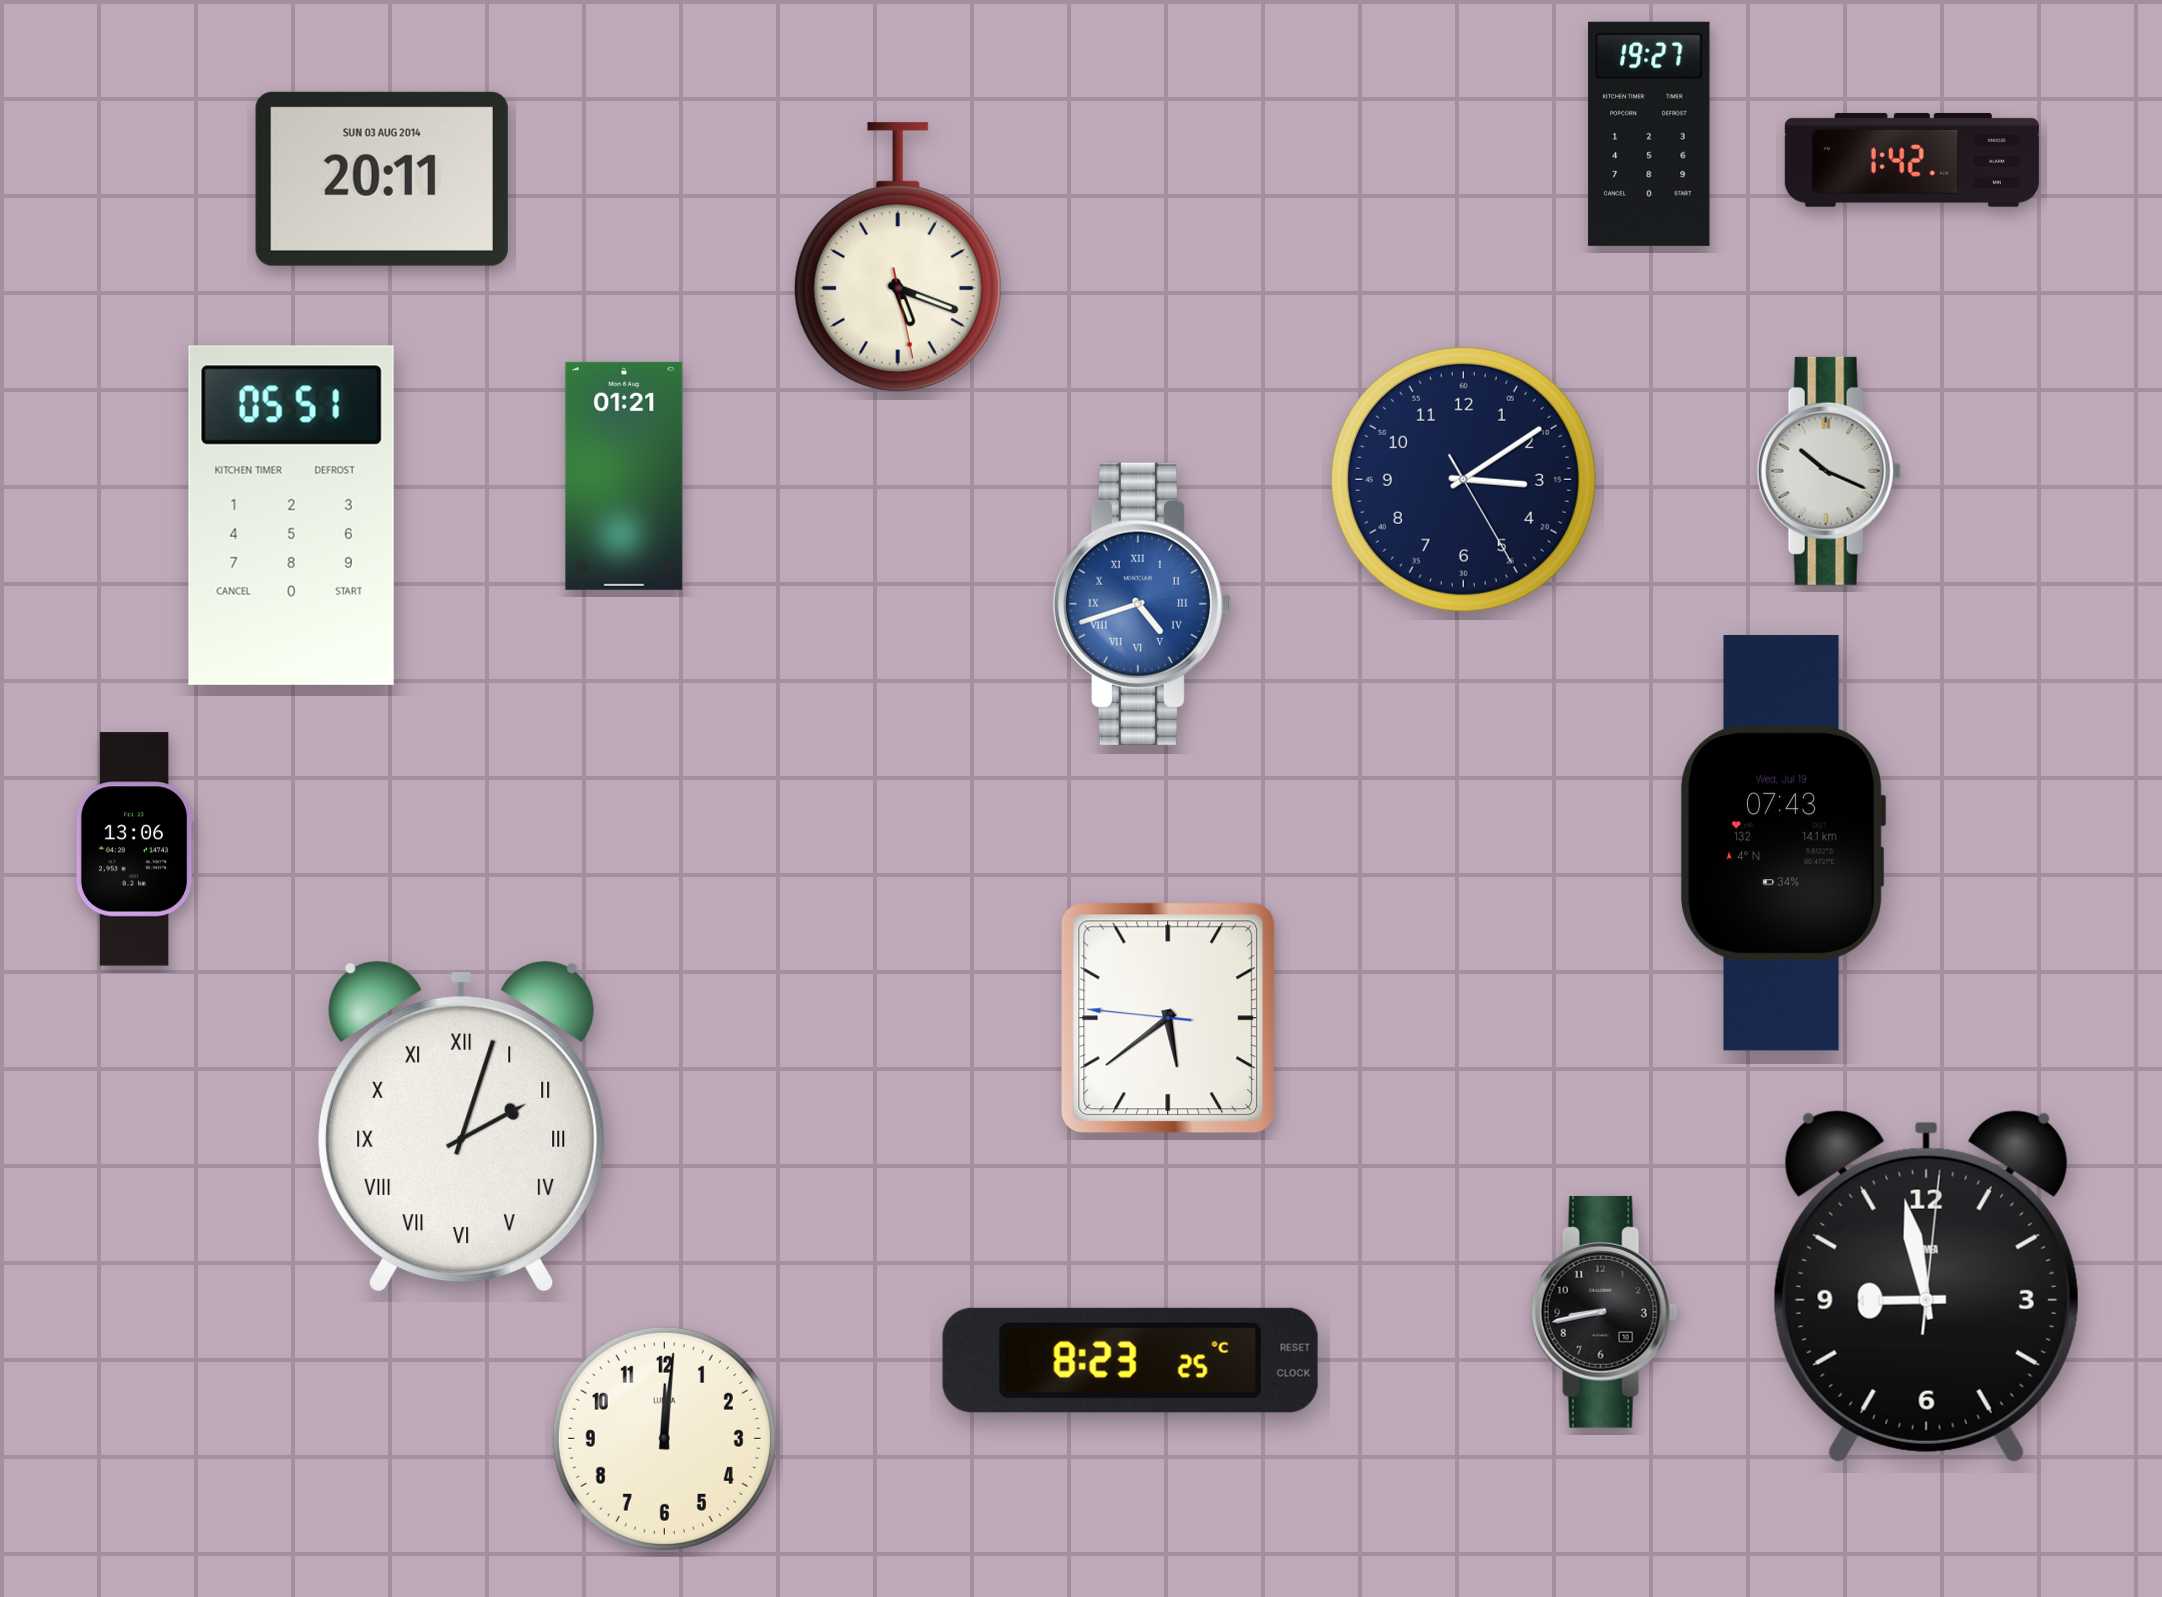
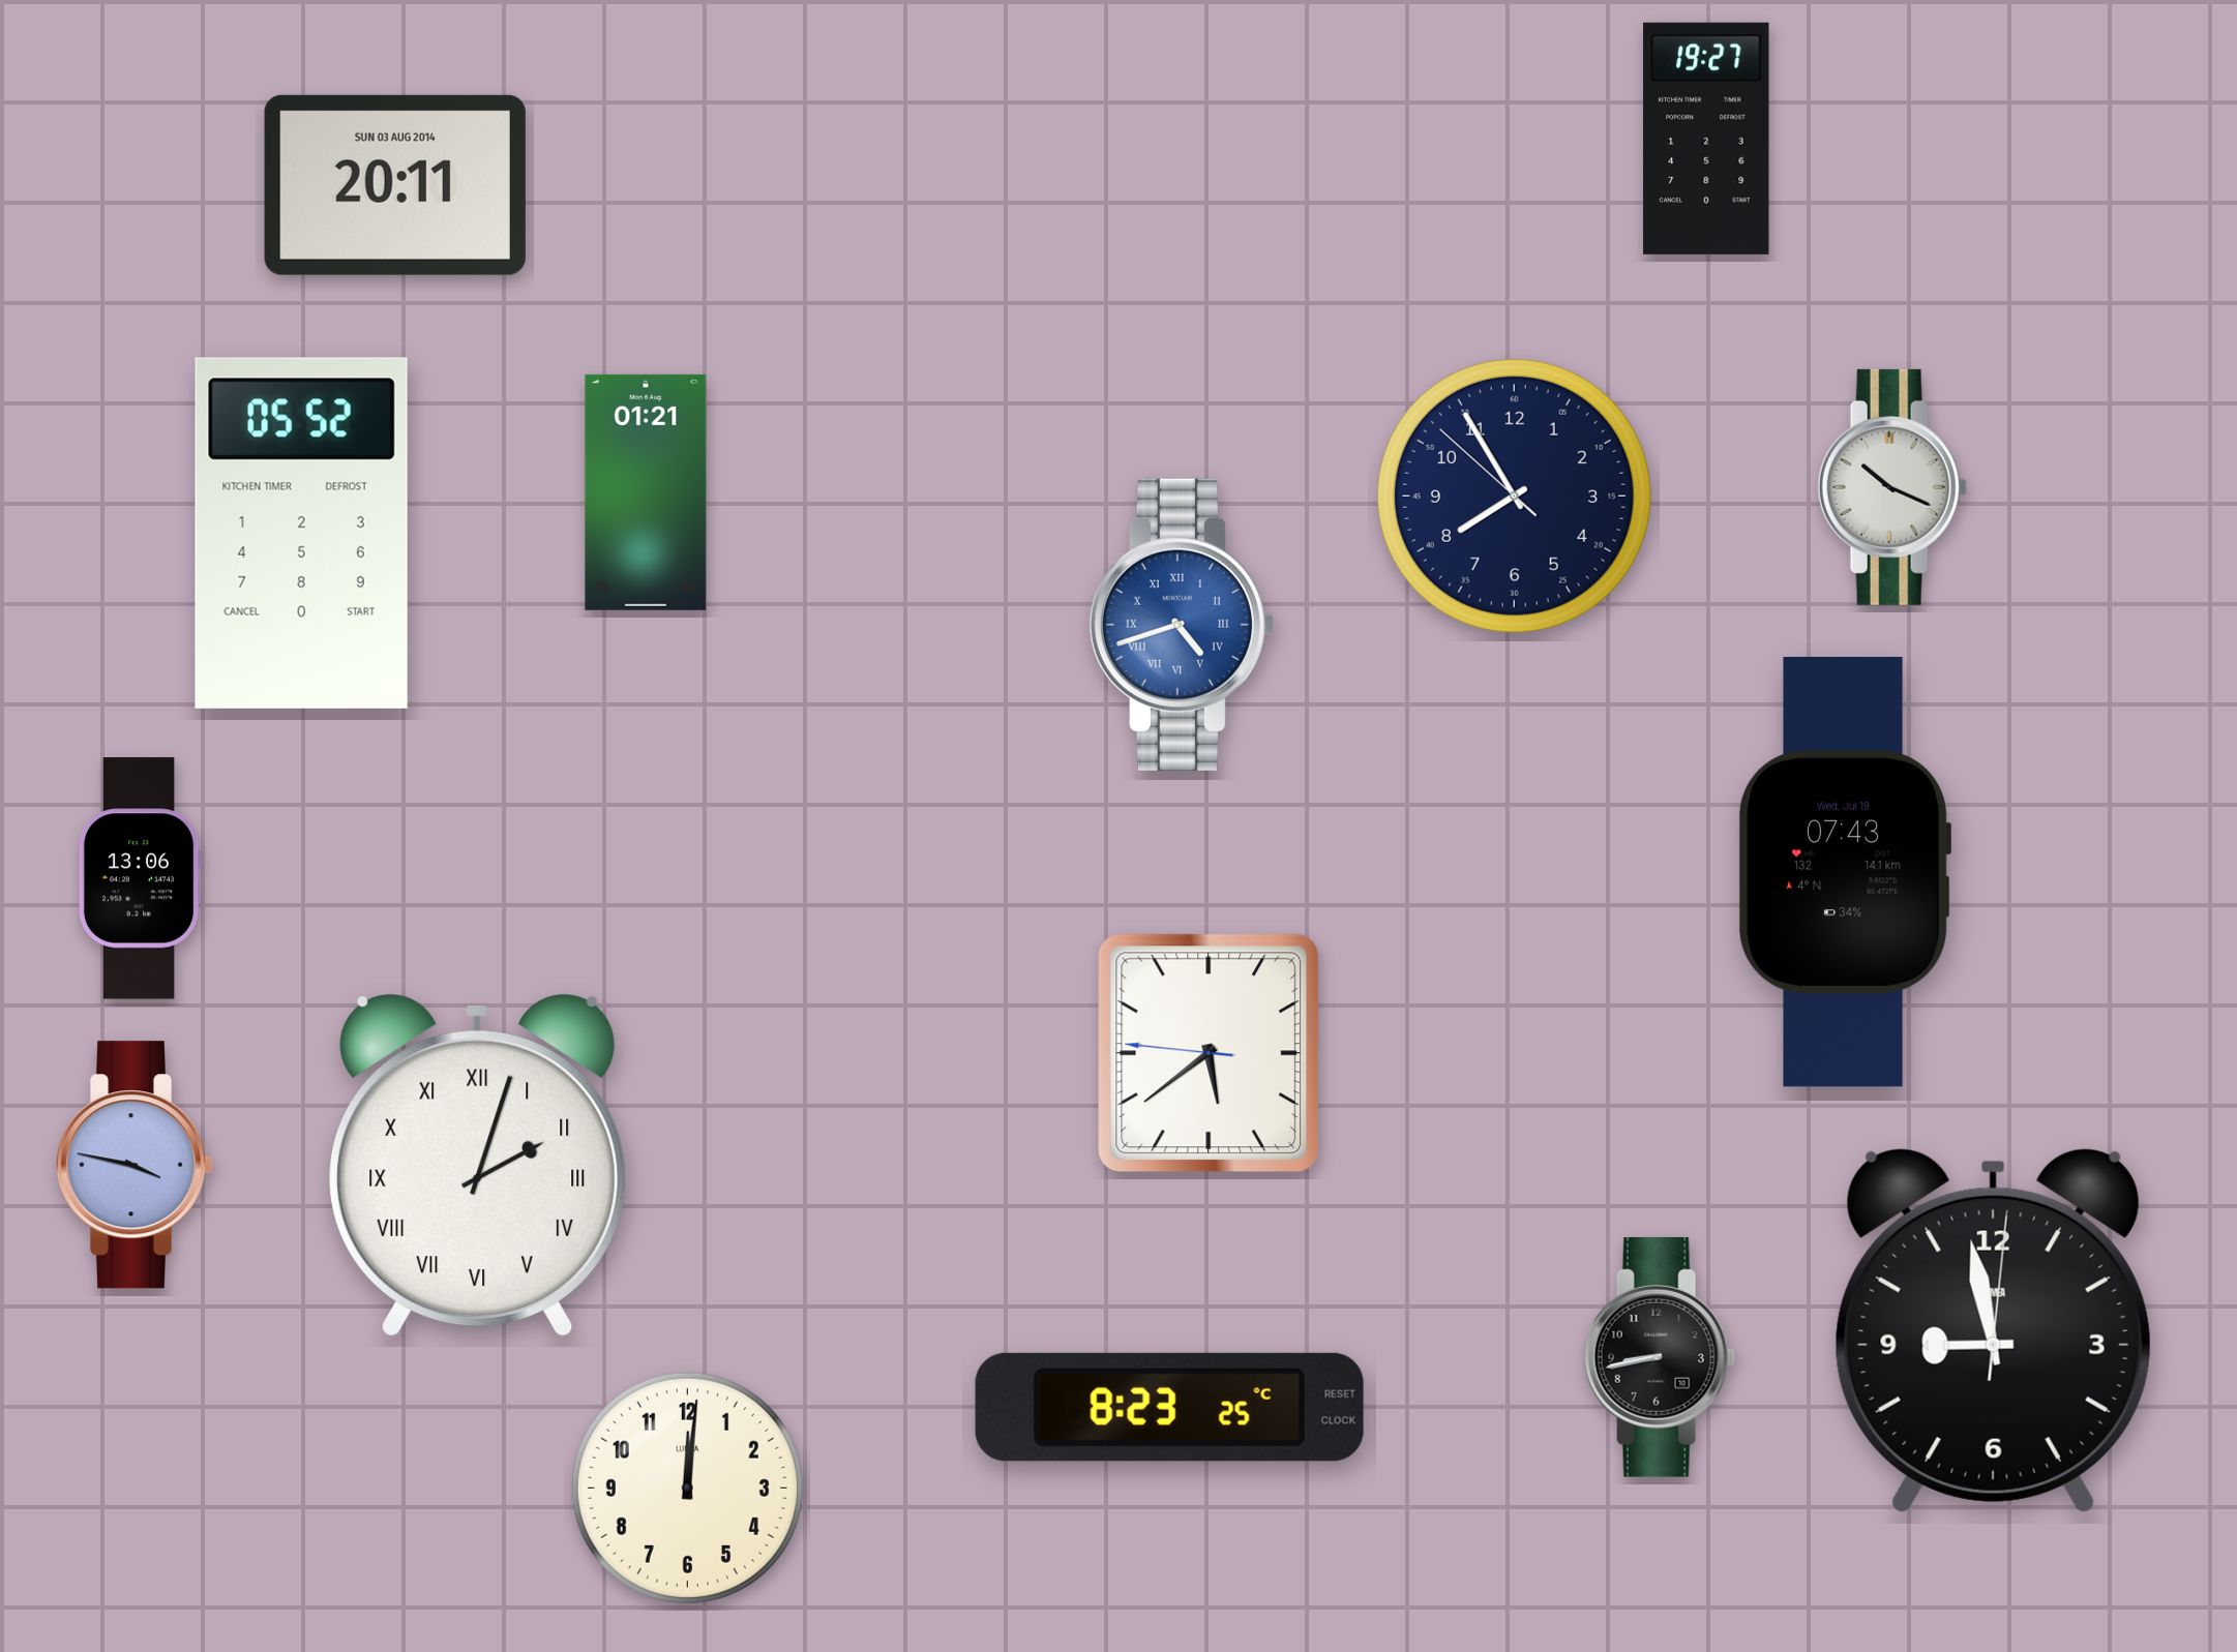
clock at (1912, 160): 1:42 -> none
clock at (898, 258): 5:18 -> none
clock at (1463, 479): 3:09 -> 7:54
clock at (291, 515): 05:51 -> 05:52
clock at (135, 1165): none -> 3:47
